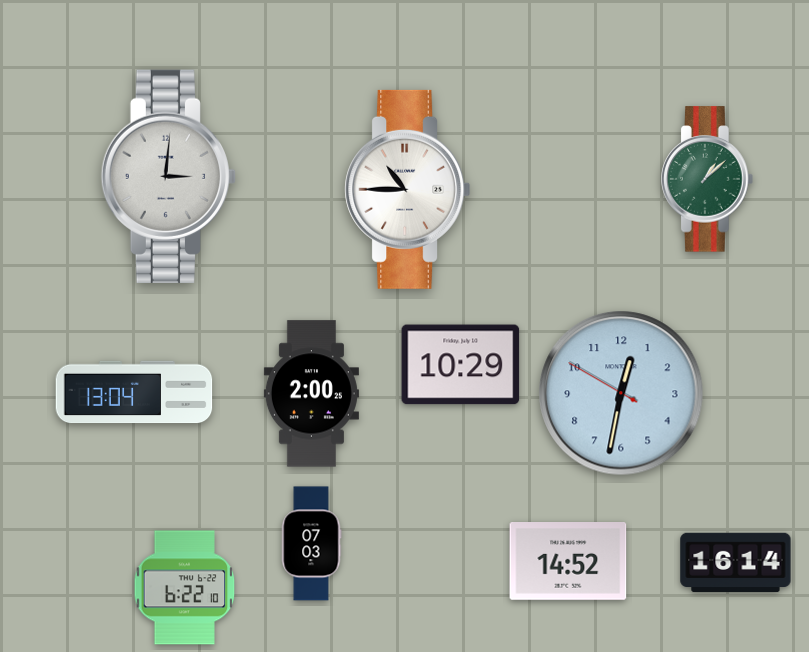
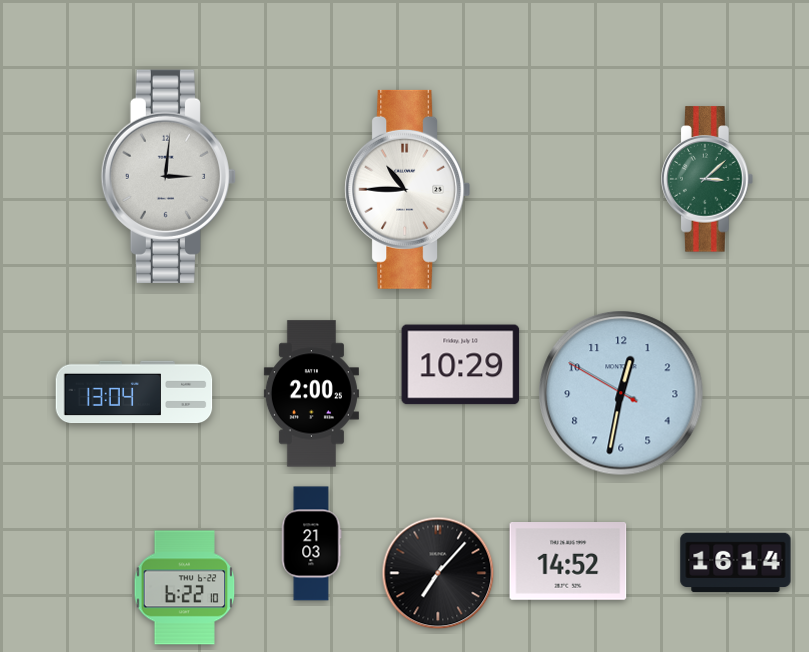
clock at (708, 179): 1:08 -> 3:08
clock at (311, 544): 07:03 -> 21:03
clock at (438, 573): none -> 7:07
